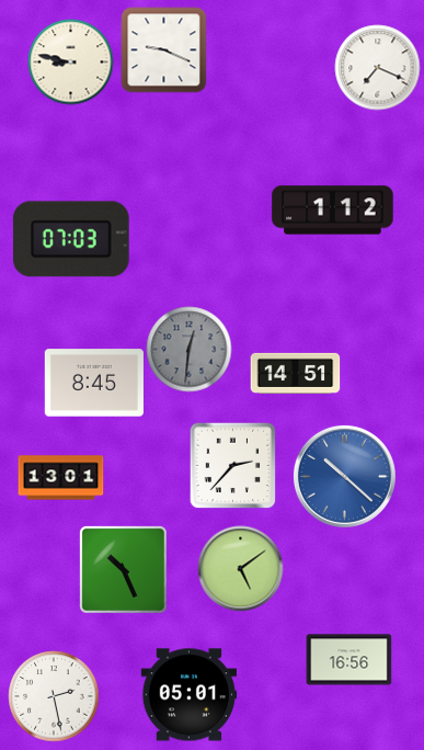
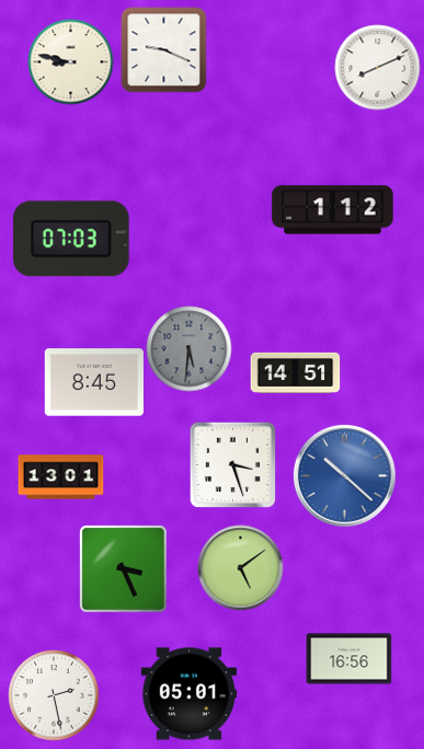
clock at (377, 67): 7:19 -> 8:11
clock at (188, 349): 12:31 -> 5:31
clock at (232, 465): 2:37 -> 3:27
clock at (123, 569): 10:26 -> 3:26
